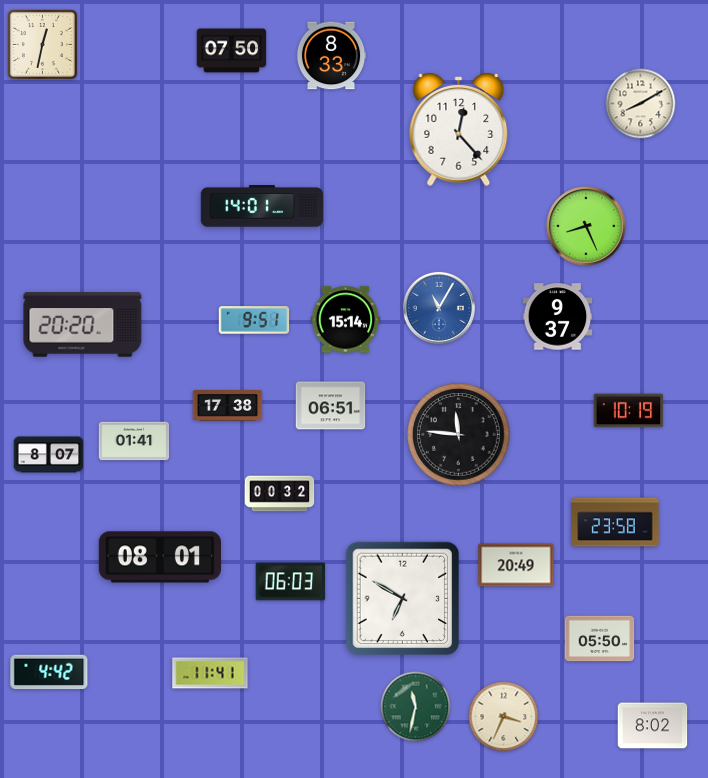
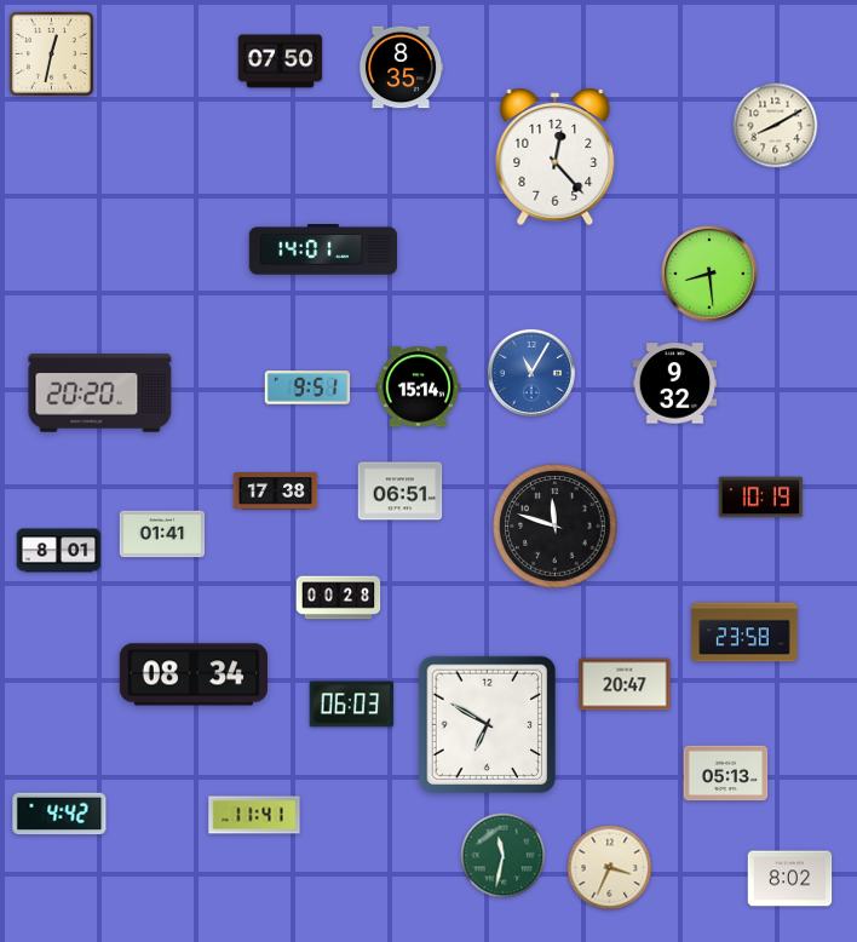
clock at (331, 56): 8:33 -> 8:35
clock at (261, 206) position: (261, 206) -> (322, 249)
clock at (586, 226): 8:26 -> 8:29
clock at (558, 317): 9:37 -> 9:32
clock at (459, 435): 11:46 -> 11:48
clock at (49, 455): 8:07 -> 8:01
clock at (280, 494): 00:32 -> 00:28
clock at (159, 557): 08:01 -> 08:34
clock at (516, 565): 20:49 -> 20:47
clock at (600, 639): 05:50 -> 05:13
